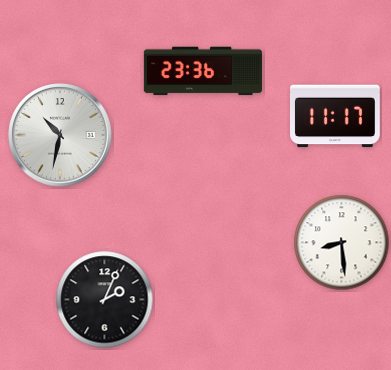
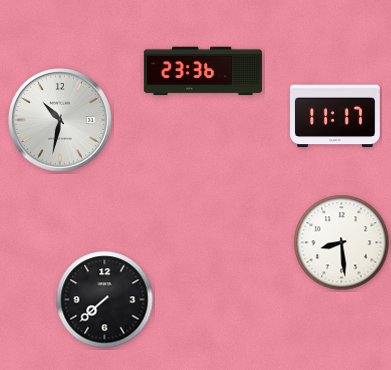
clock at (61, 136) position: (61, 136) -> (61, 121)
clock at (105, 300): 2:04 -> 7:38
